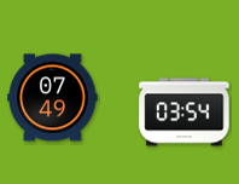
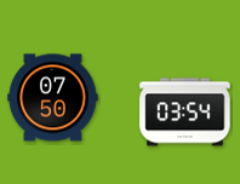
clock at (53, 98): 07:49 -> 07:50
